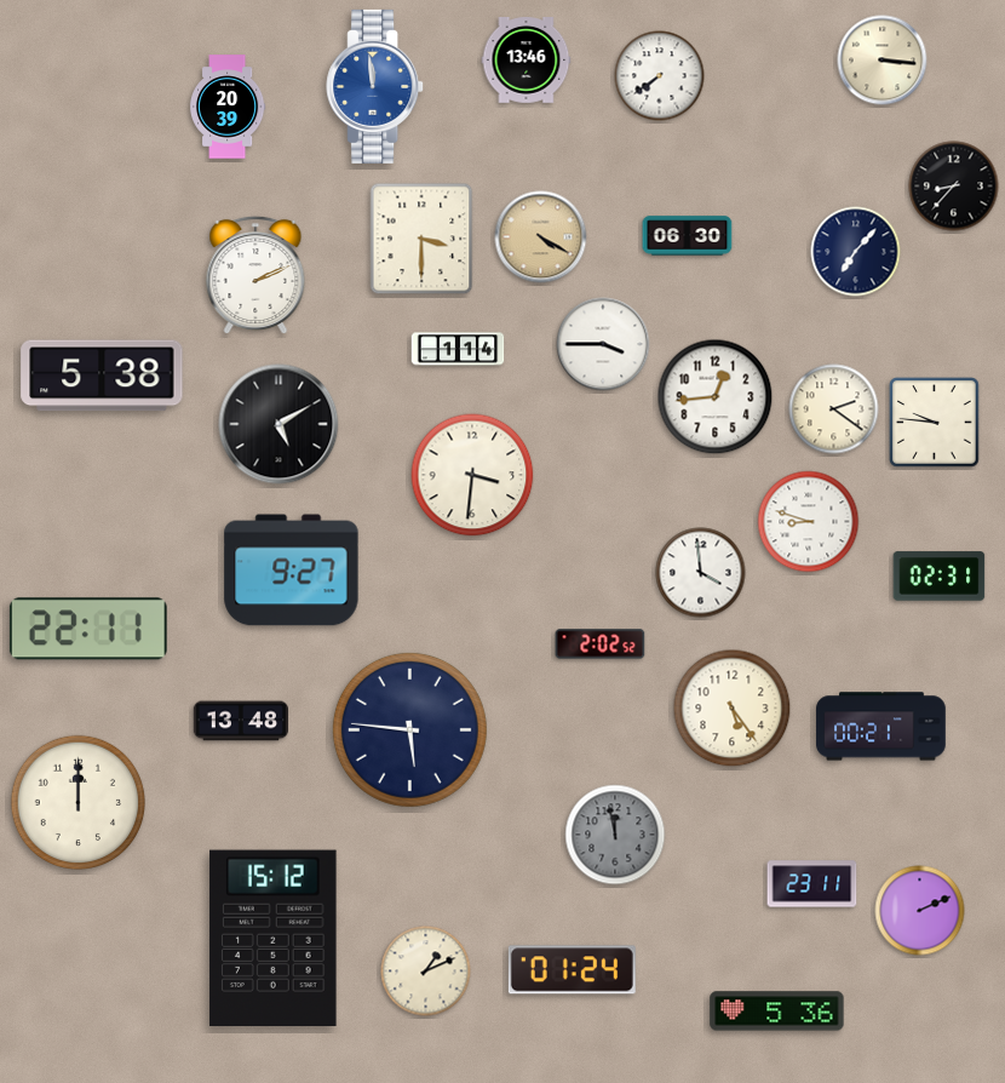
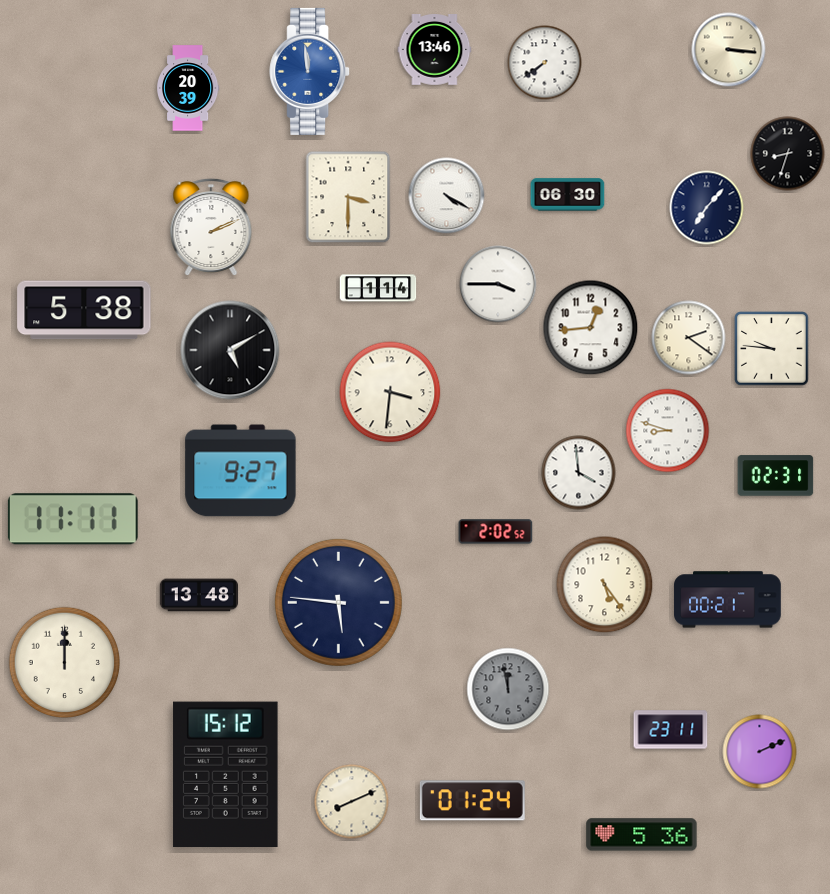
clock at (954, 187): 8:37 -> 8:33
clock at (541, 237) dial: champagne -> white
clock at (88, 629): 22:11 -> 11:11
clock at (426, 972): 1:11 -> 8:11
